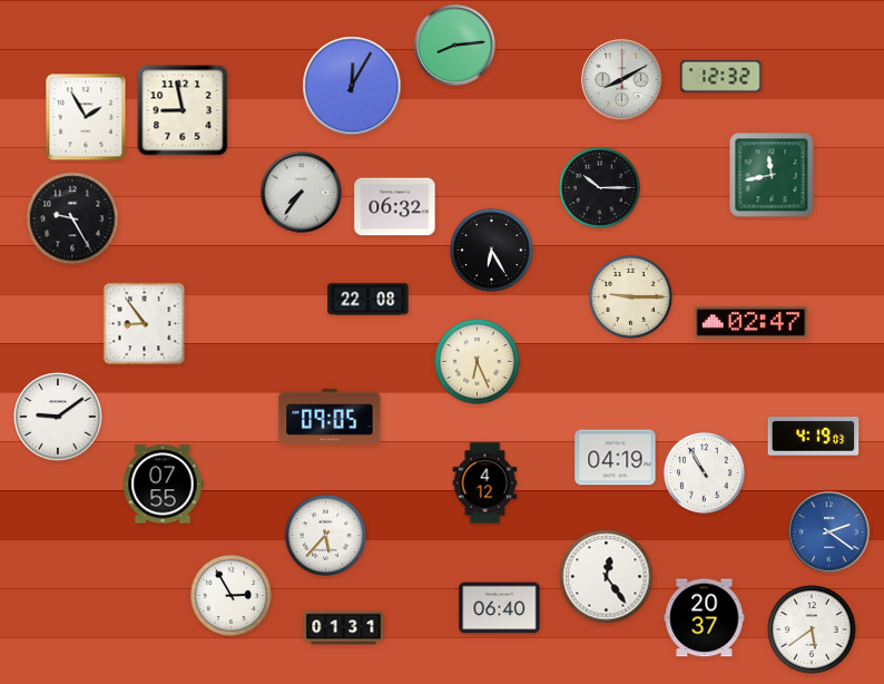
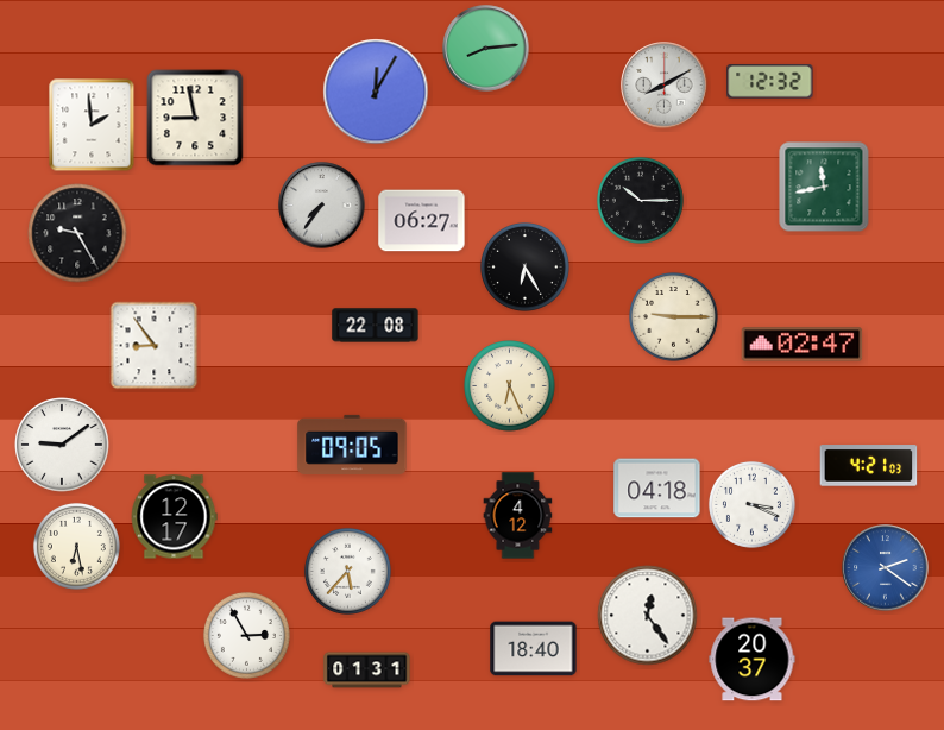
clock at (86, 117): 1:55 -> 1:59
clock at (395, 207): 06:32 -> 06:27
clock at (369, 300) position: (369, 300) -> (376, 326)
clock at (814, 437): 4:19 -> 4:21
clock at (616, 458): 04:19 -> 04:18
clock at (704, 472): 10:55 -> 3:19
clock at (163, 485): 07:55 -> 12:17
clock at (76, 546): none -> 6:28
clock at (500, 608): 06:40 -> 18:40
clock at (812, 629): 5:39 -> none
